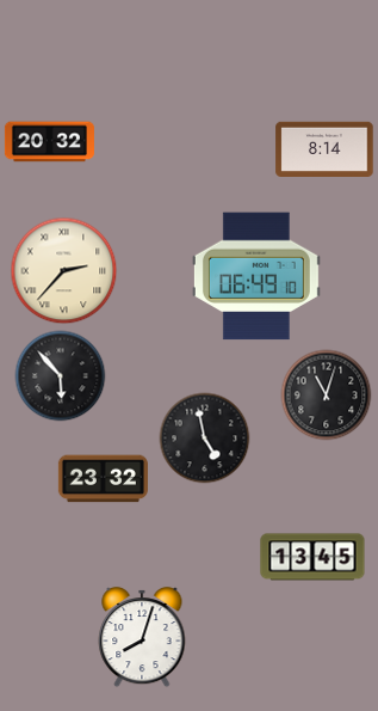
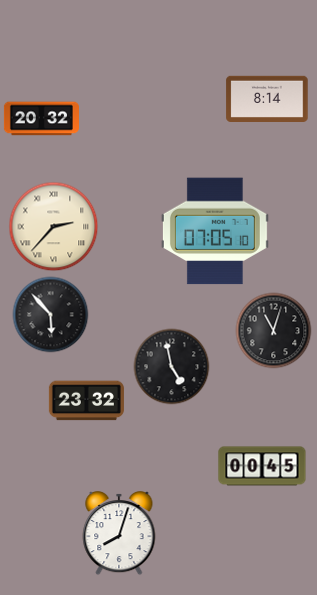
clock at (324, 148) position: (324, 148) -> (267, 98)
clock at (256, 276): 06:49 -> 07:05
clock at (312, 557): 13:45 -> 00:45
